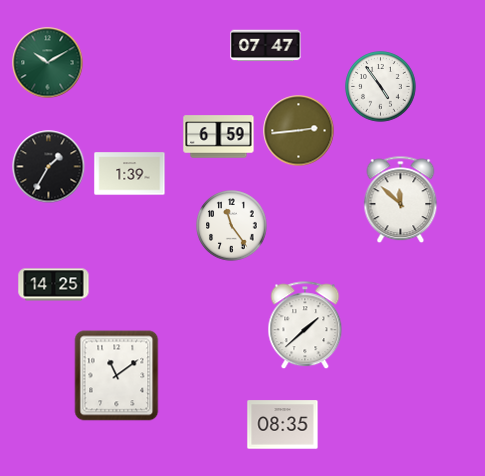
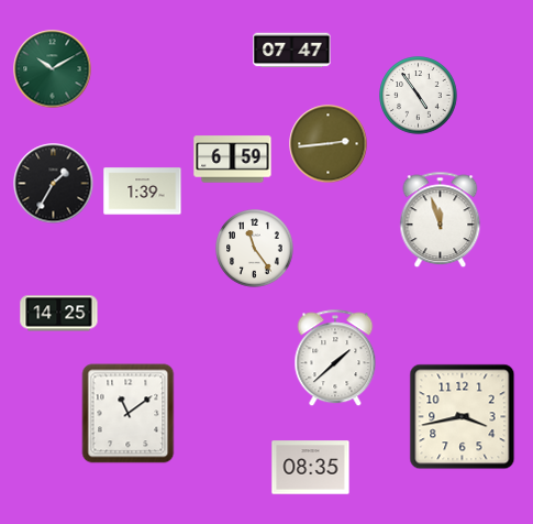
clock at (219, 137) position: (219, 137) -> (233, 160)
clock at (401, 200): 11:52 -> 11:57
clock at (463, 417): none -> 3:43
